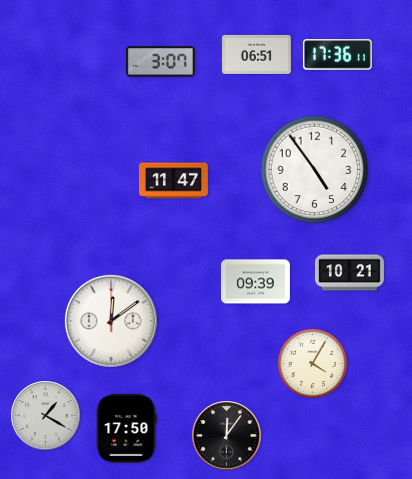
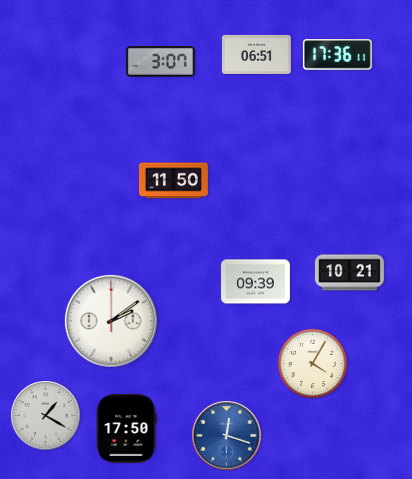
clock at (315, 170): 4:54 -> none
clock at (173, 181): 11:47 -> 11:50
clock at (111, 321): 12:09 -> 2:09
clock at (227, 436): 12:06 -> 12:18
clock at (227, 436) dial: black -> blue
